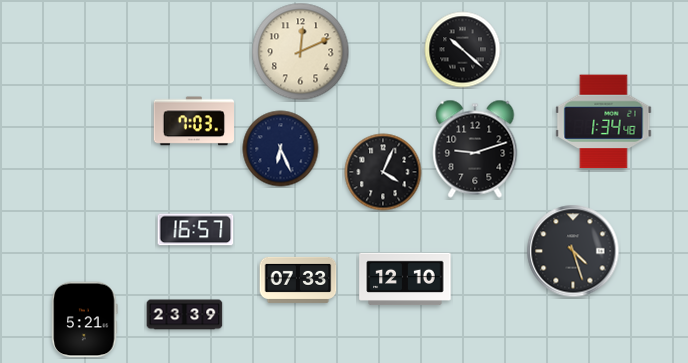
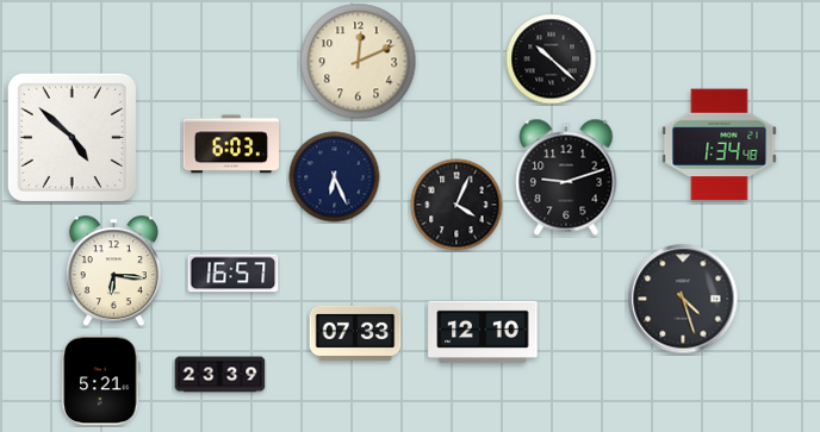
clock at (72, 137): none -> 4:52
clock at (194, 121): 7:03 -> 6:03
clock at (113, 271): none -> 6:16
